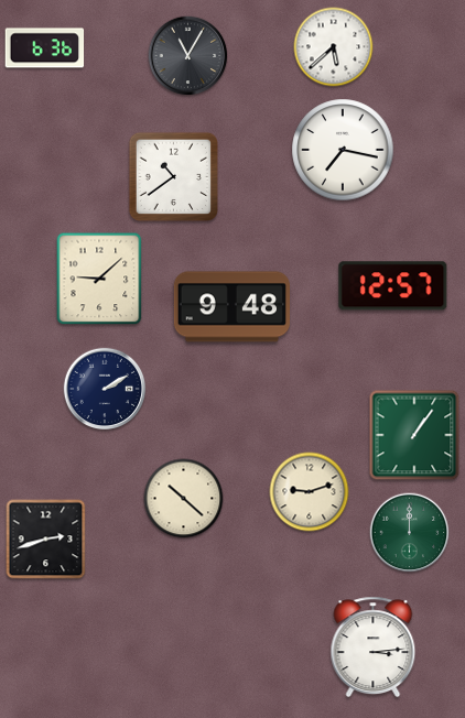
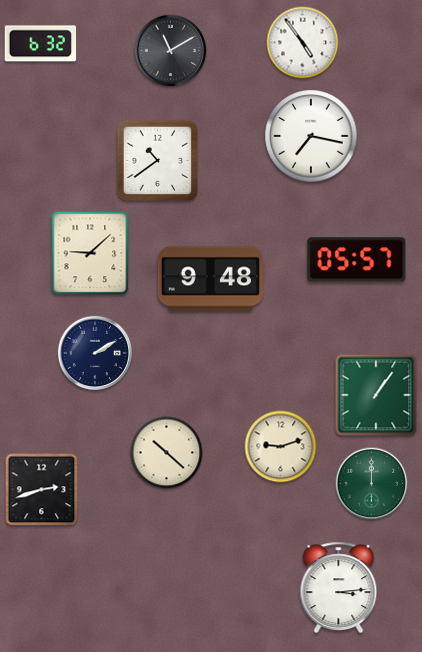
clock at (334, 47): 5:38 -> 4:54
clock at (45, 48): 6:36 -> 6:32
clock at (188, 56): 11:05 -> 11:10
clock at (393, 286): 12:57 -> 05:57
